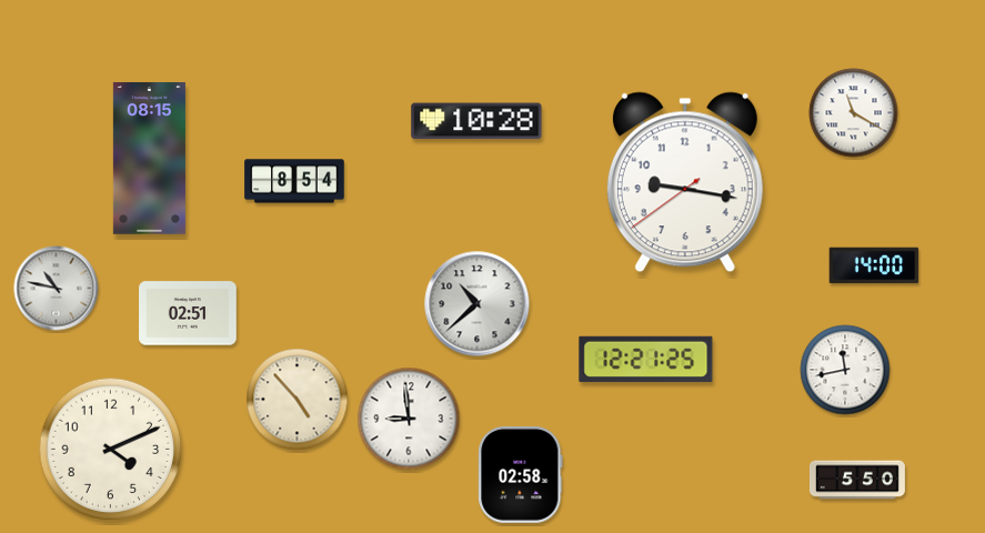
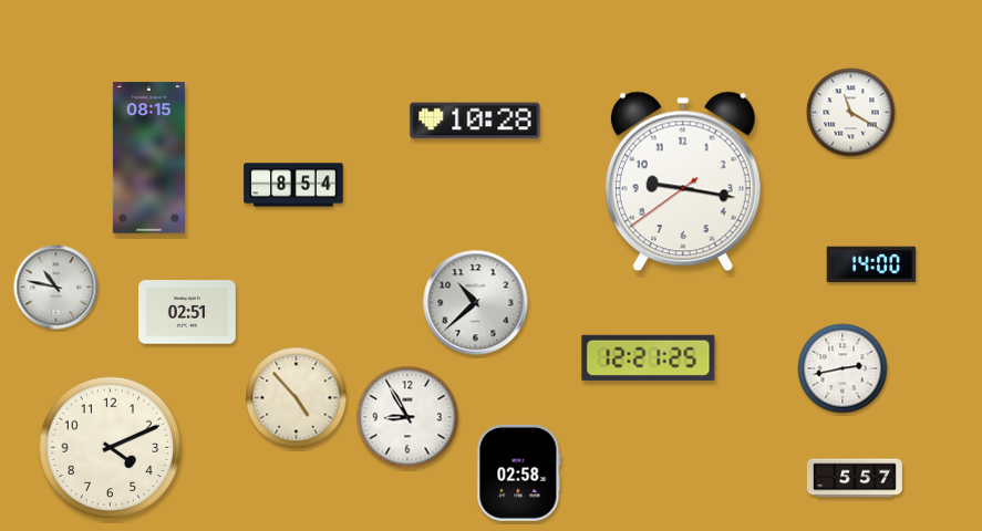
clock at (294, 181) position: (294, 181) -> (293, 185)
clock at (646, 359) position: (646, 359) -> (649, 357)
clock at (845, 370): 11:43 -> 2:43
clock at (409, 419): 8:59 -> 8:55
clock at (857, 480): 5:50 -> 5:57
